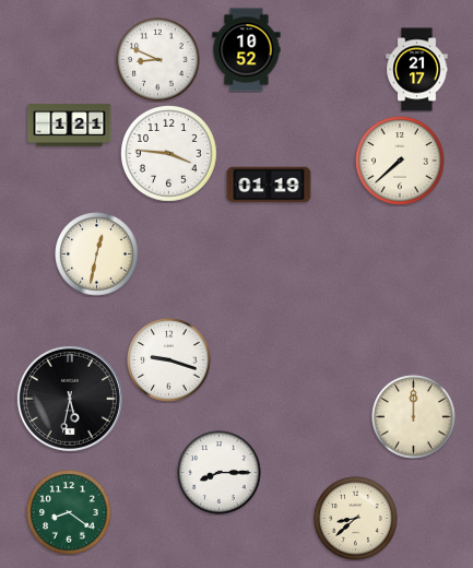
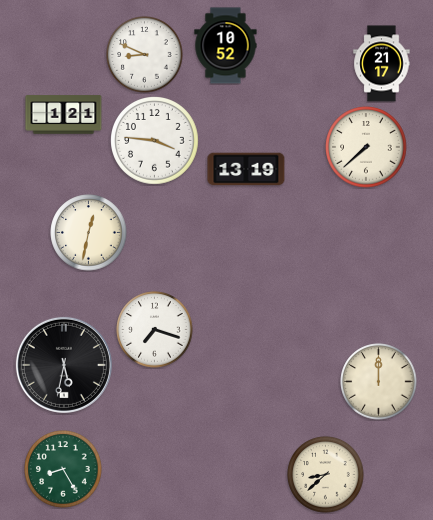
clock at (269, 185): 01:19 -> 13:19
clock at (169, 360): 9:18 -> 7:18
clock at (220, 473): 8:15 -> none
clock at (69, 512): 8:21 -> 8:25
